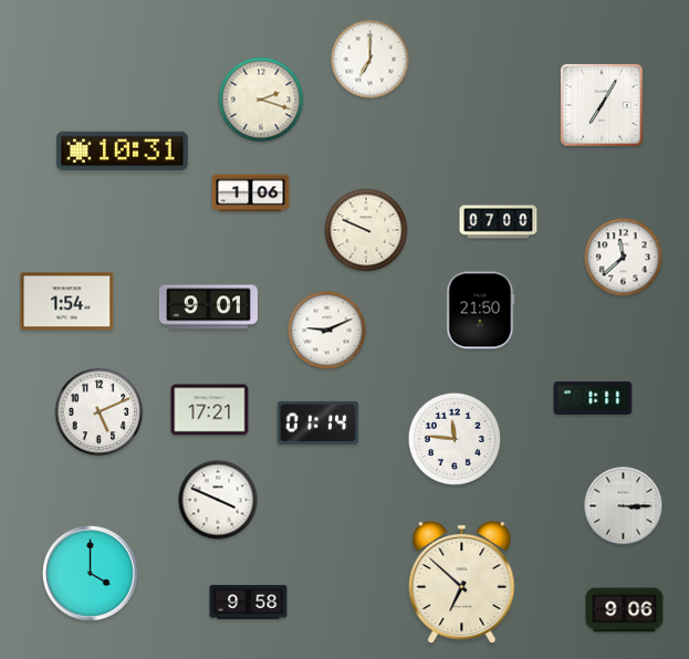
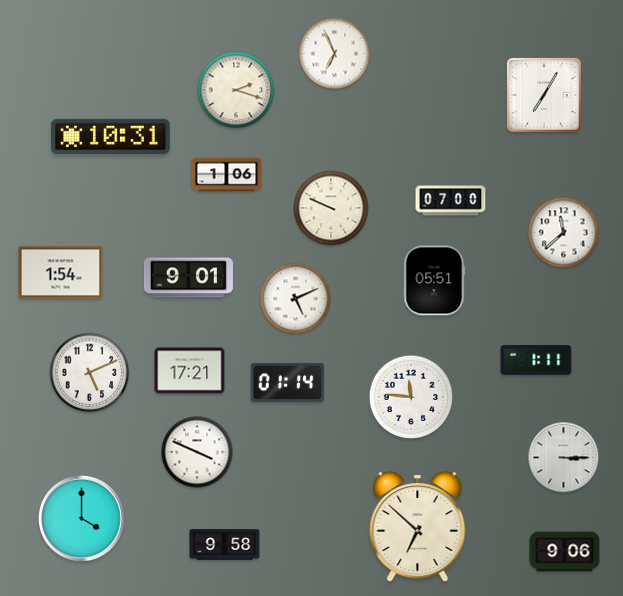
clock at (370, 60): 7:00 -> 6:56
clock at (481, 311): 21:50 -> 05:51
clock at (327, 331): 9:11 -> 5:11
